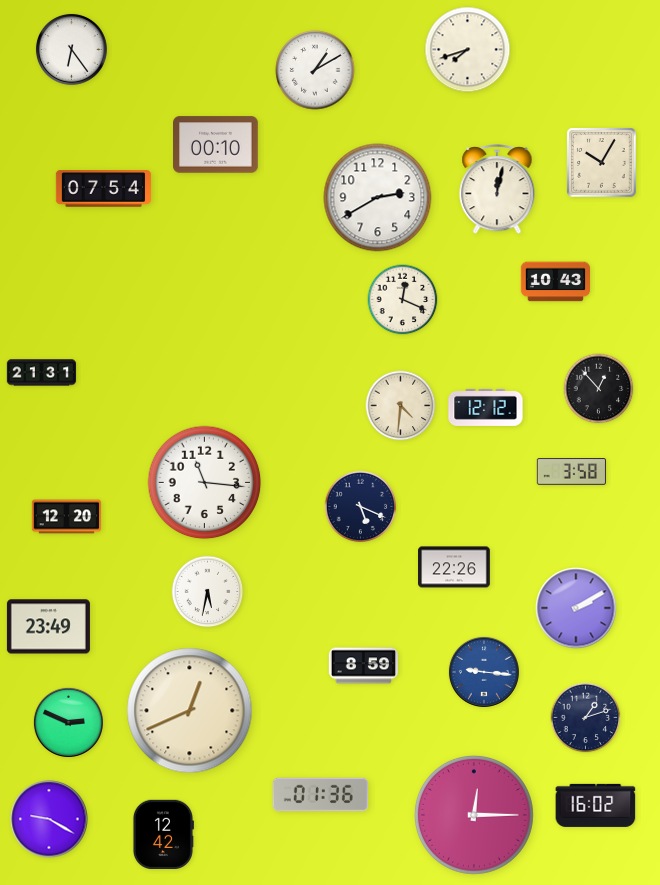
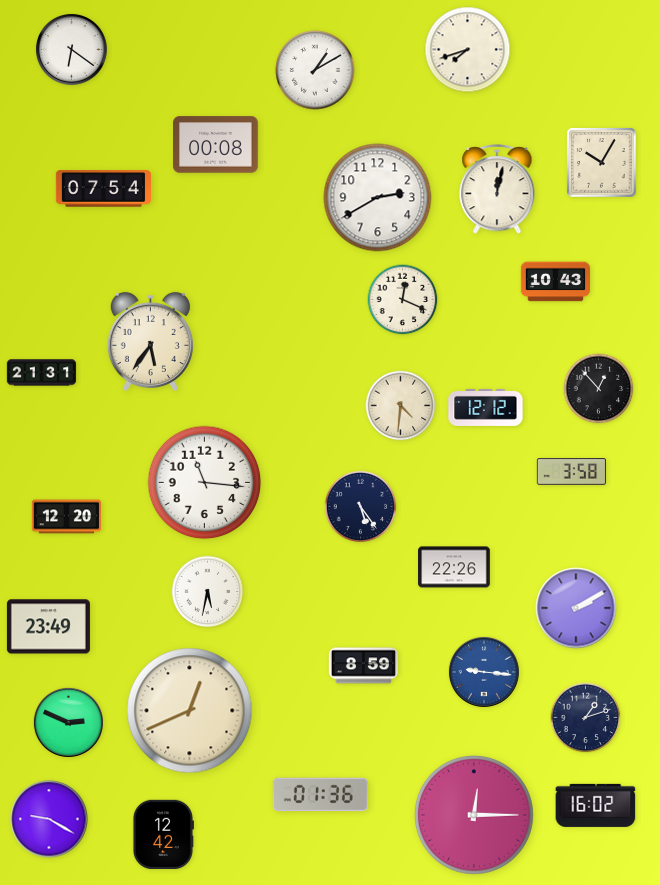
clock at (71, 49): 6:24 -> 6:21
clock at (216, 145): 00:10 -> 00:08
clock at (150, 341): none -> 5:36
clock at (361, 507): 5:19 -> 5:24
